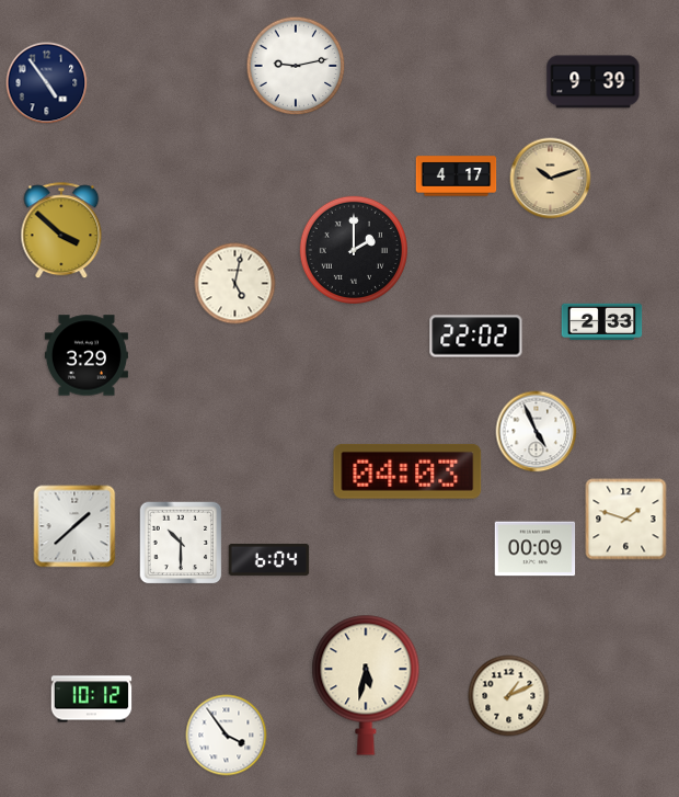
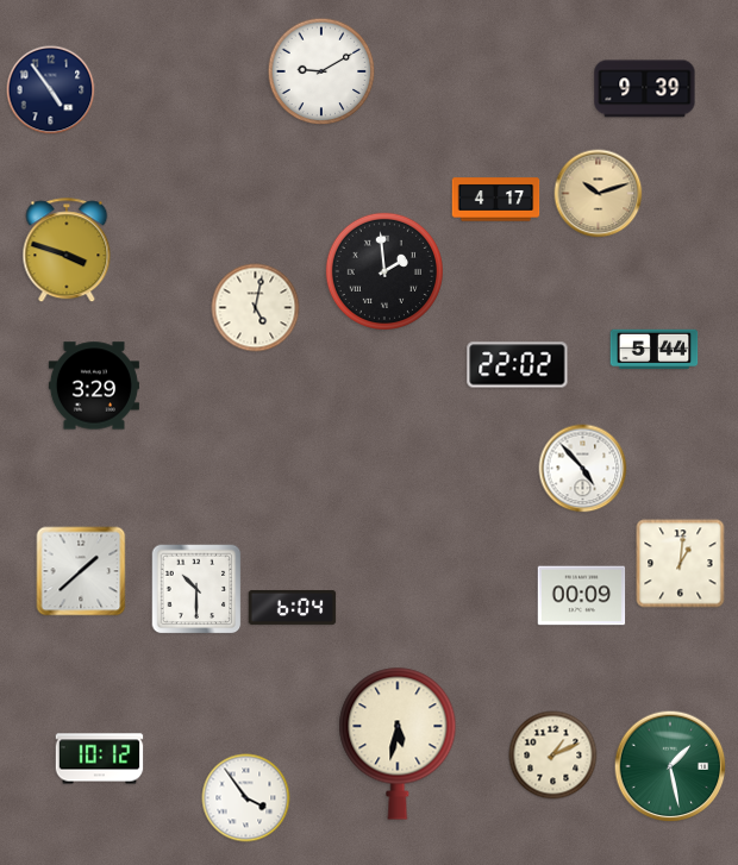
clock at (296, 66): 9:13 -> 9:10
clock at (457, 177) position: (457, 177) -> (496, 200)
clock at (61, 231): 3:52 -> 3:48
clock at (354, 250): 2:00 -> 1:59
clock at (602, 322): 2:33 -> 5:44
clock at (537, 432): 4:56 -> 4:53
clock at (407, 471): 04:03 -> none
clock at (626, 520): 1:48 -> 1:01
clock at (670, 766): none -> 1:28
